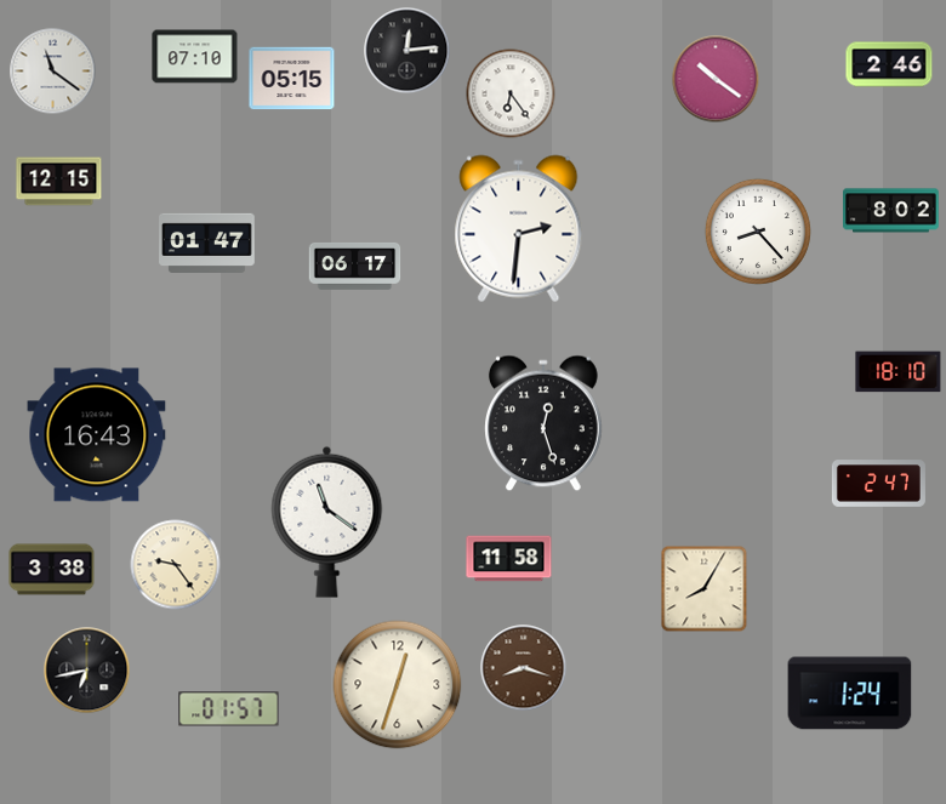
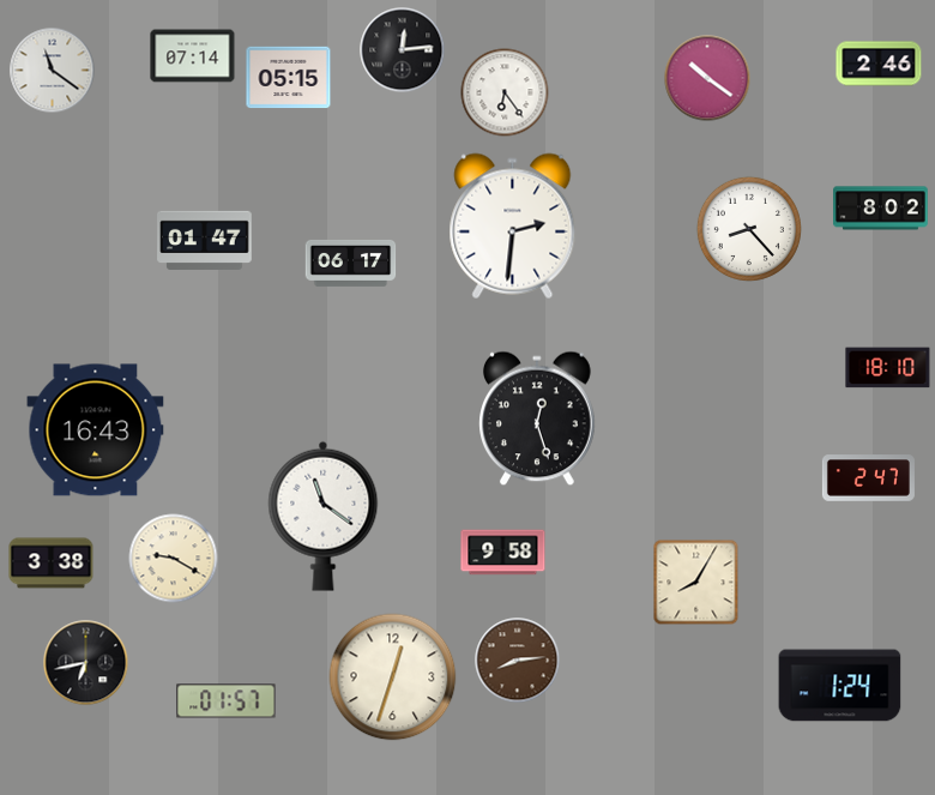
clock at (195, 57): 07:10 -> 07:14
clock at (59, 182): 12:15 -> none
clock at (509, 559): 11:58 -> 9:58
clock at (176, 565): 9:24 -> 9:20
clock at (524, 668): 8:18 -> 8:14
